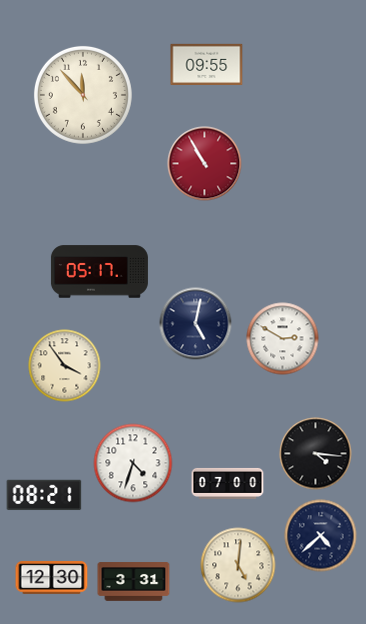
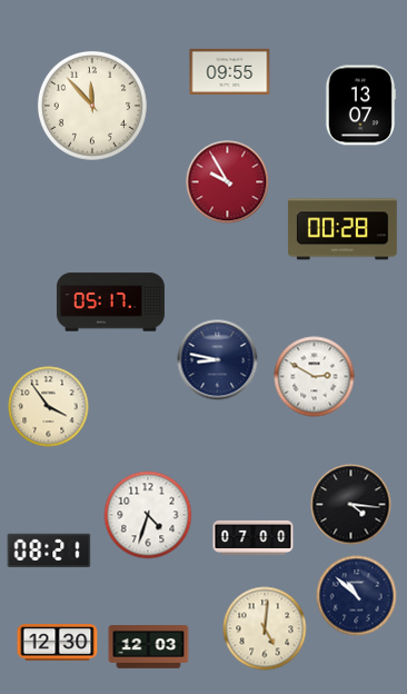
clock at (360, 106): none -> 13:07
clock at (205, 164): 10:55 -> 9:55
clock at (343, 229): none -> 00:28
clock at (196, 324): 5:02 -> 8:47
clock at (65, 366) position: (65, 366) -> (49, 407)
clock at (321, 536): 4:38 -> 10:52
clock at (134, 582): 3:31 -> 12:03
